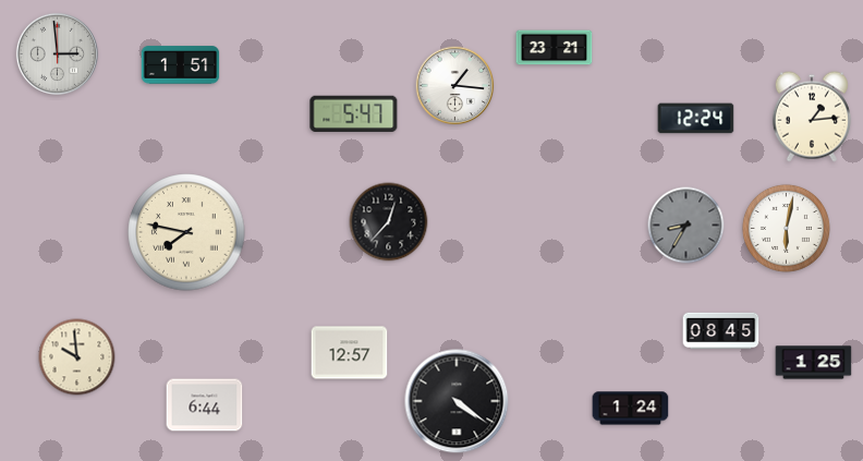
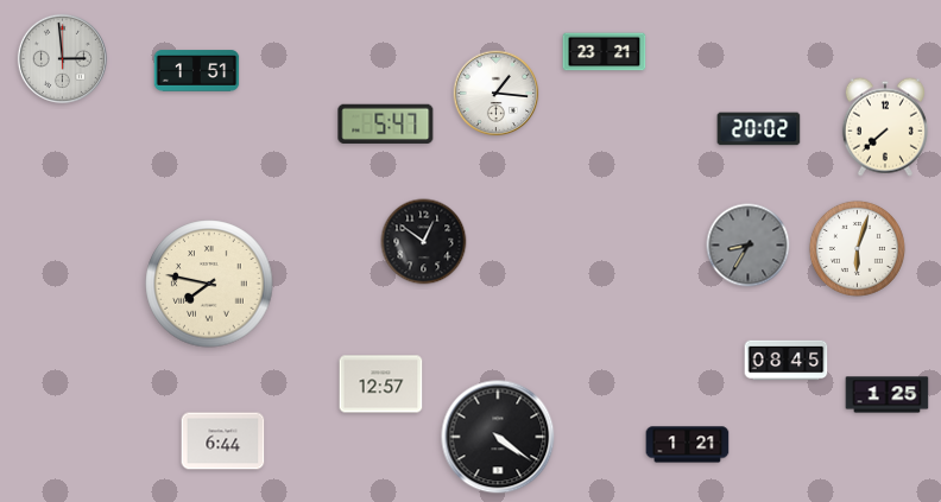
clock at (812, 117): 1:14 -> 7:38
clock at (696, 119): 12:24 -> 20:02
clock at (389, 222): 12:37 -> 12:51
clock at (786, 228): 6:02 -> 6:03
clock at (186, 232) position: (186, 232) -> (209, 284)
clock at (77, 357): 9:59 -> none
clock at (631, 409): 1:24 -> 1:21
